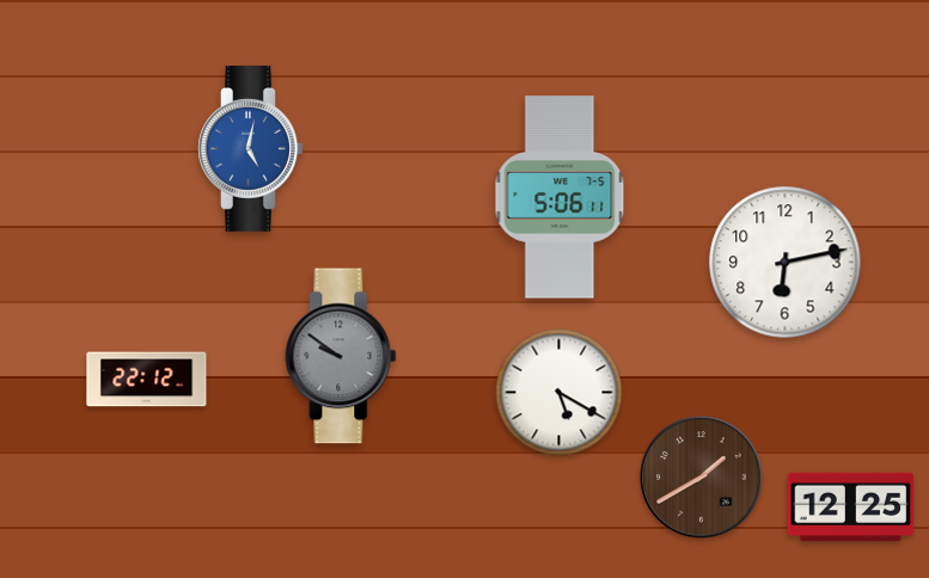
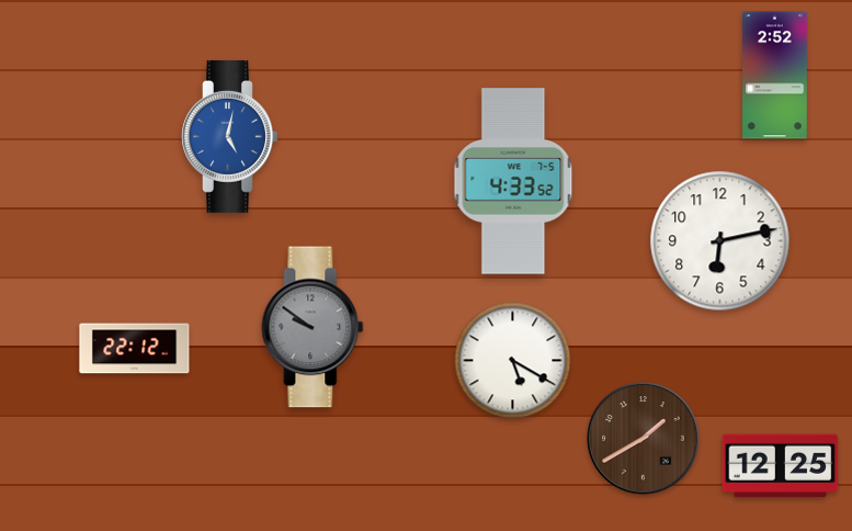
clock at (775, 76): none -> 2:52
clock at (560, 197): 5:06 -> 4:33
